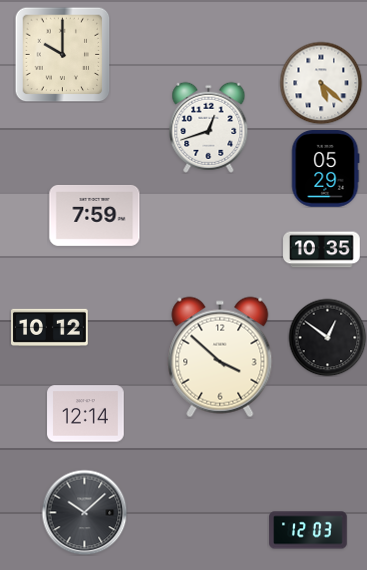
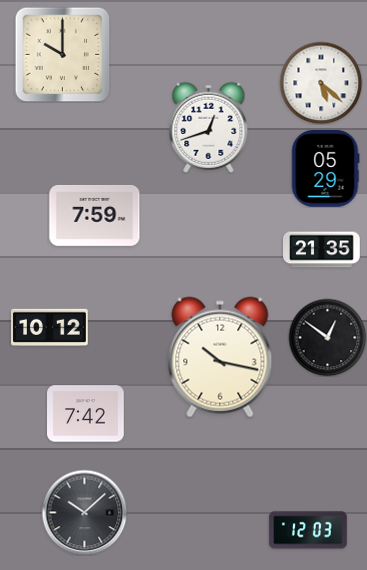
clock at (322, 250): 10:35 -> 21:35
clock at (220, 357): 3:52 -> 10:17
clock at (86, 414): 12:14 -> 7:42
